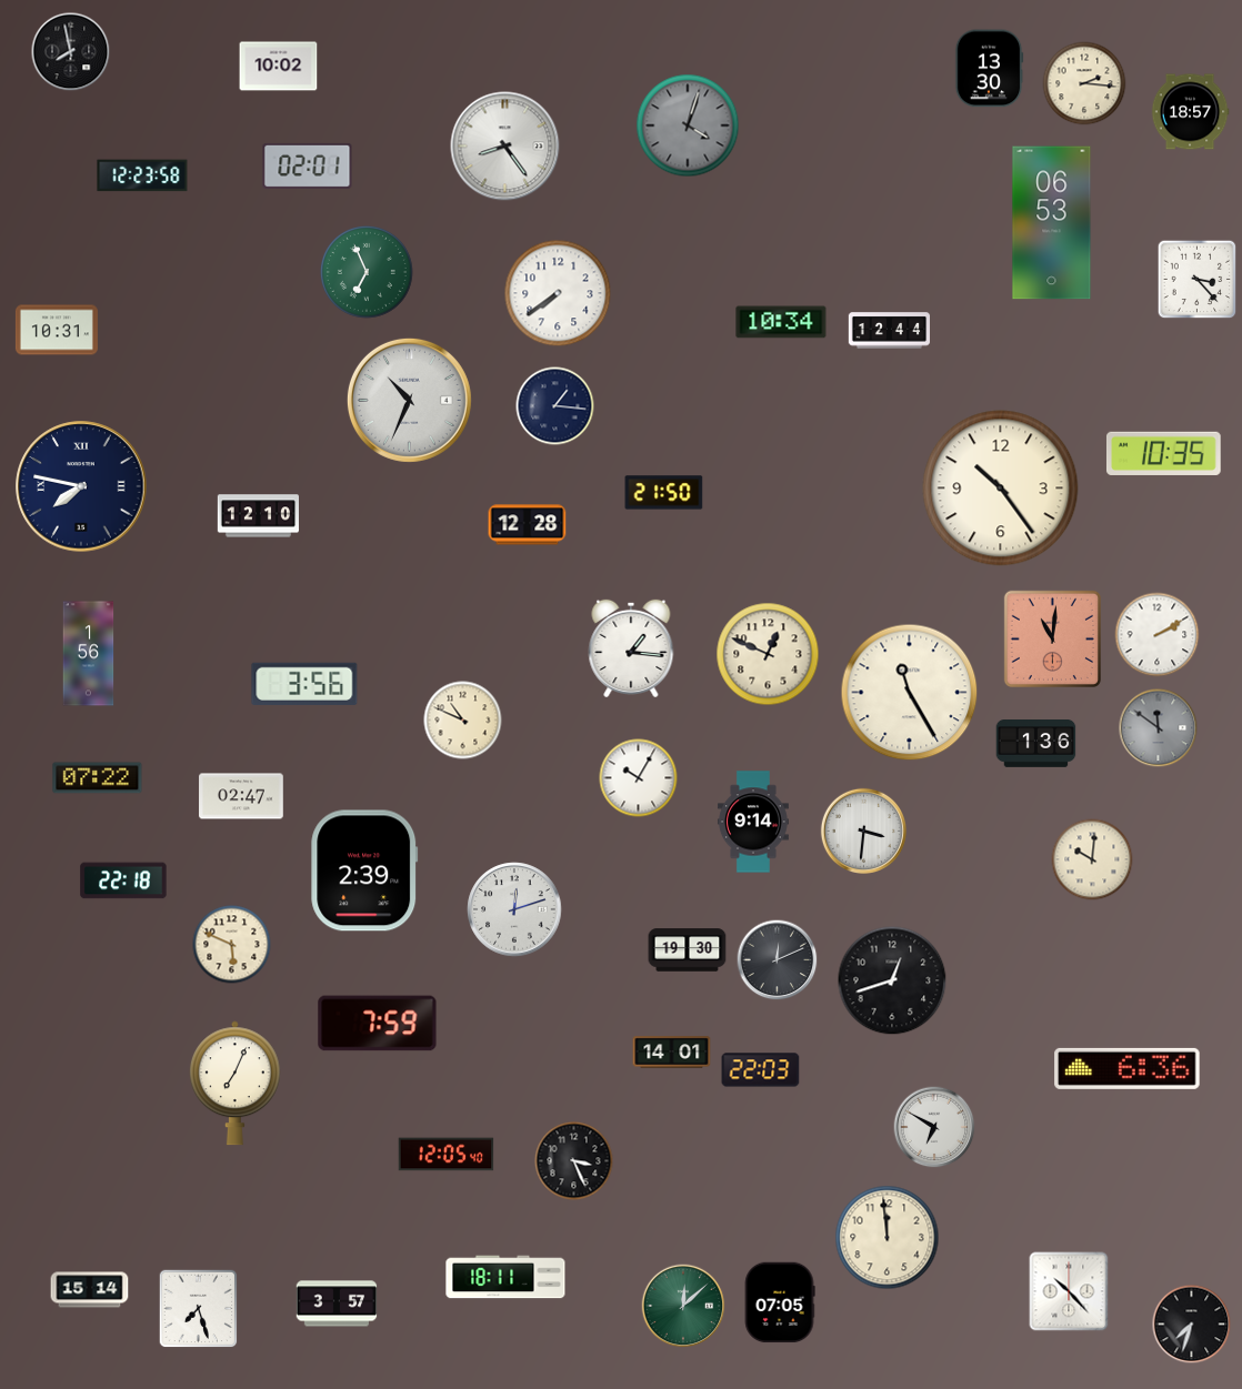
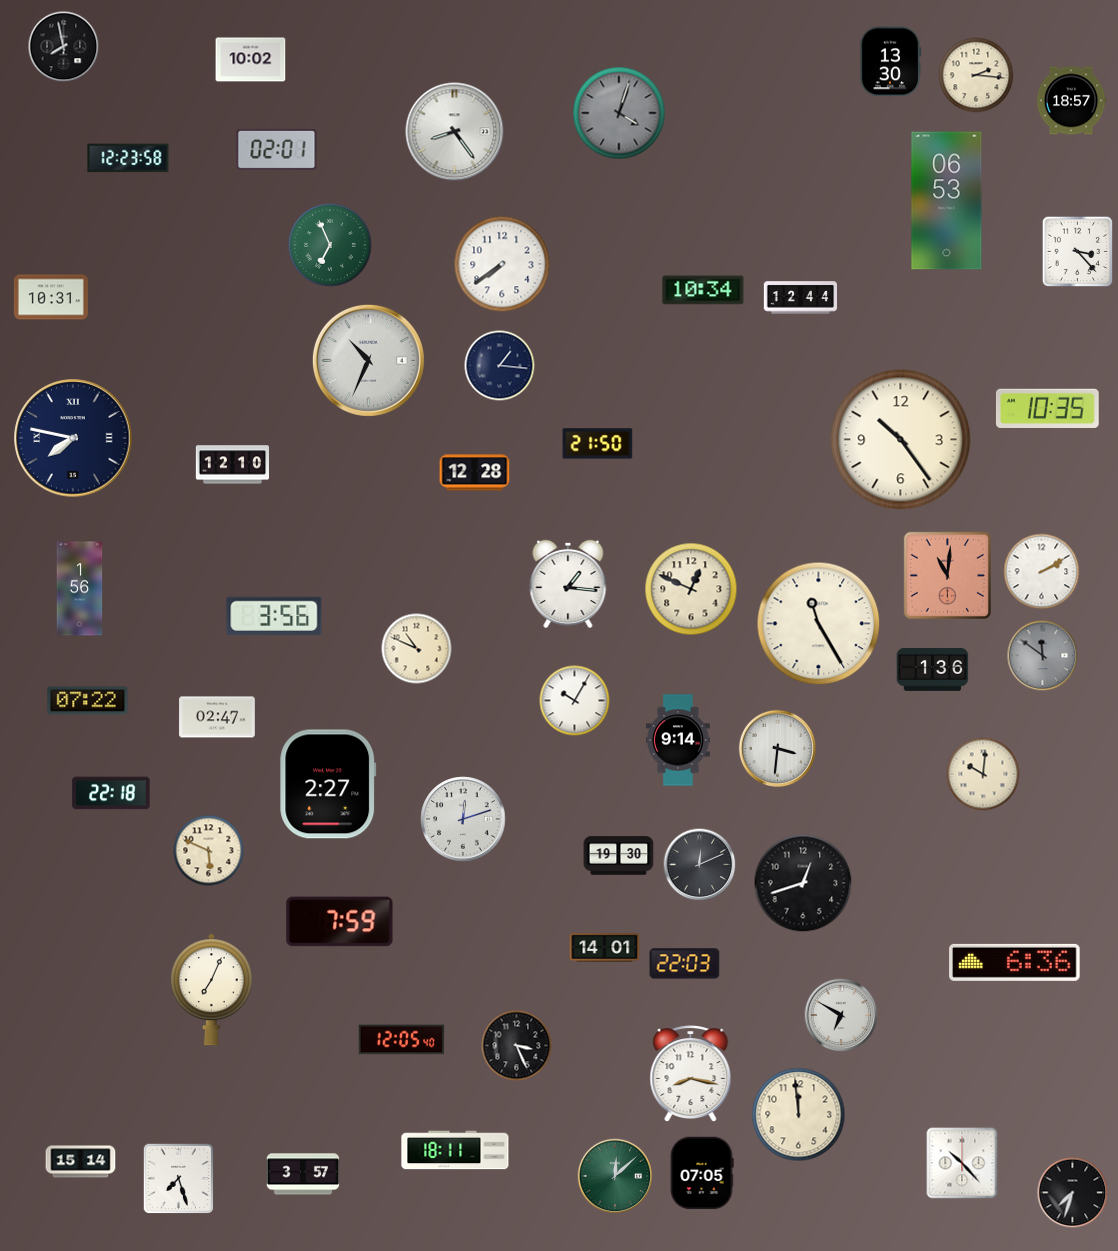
clock at (364, 870): 2:39 -> 2:27
clock at (234, 1084) position: (234, 1084) -> (211, 990)
clock at (691, 1074): none -> 8:17
